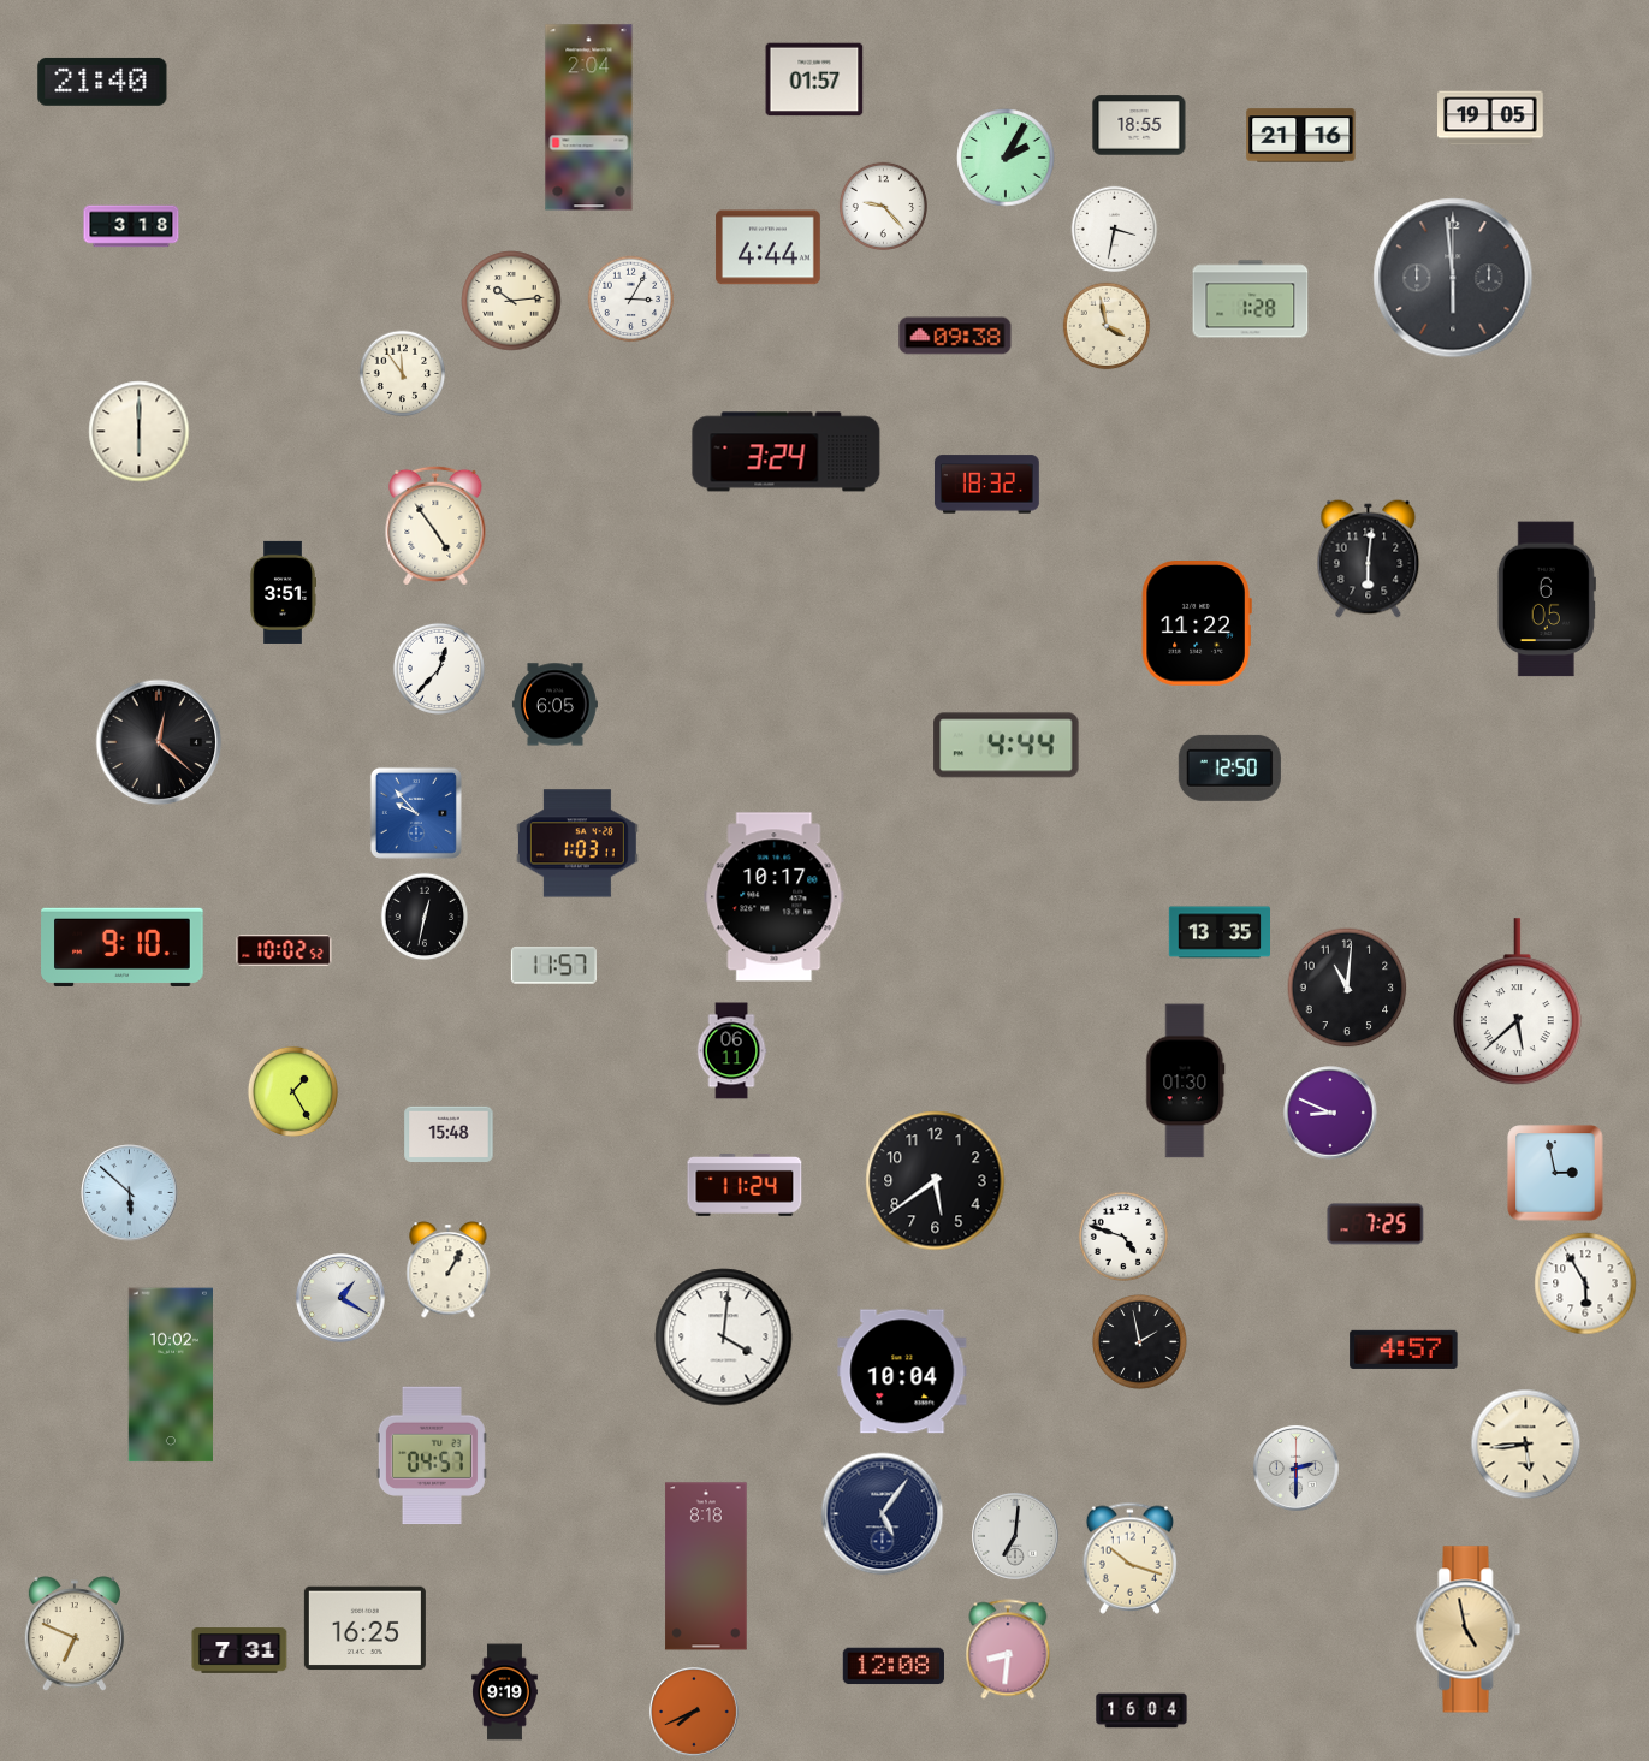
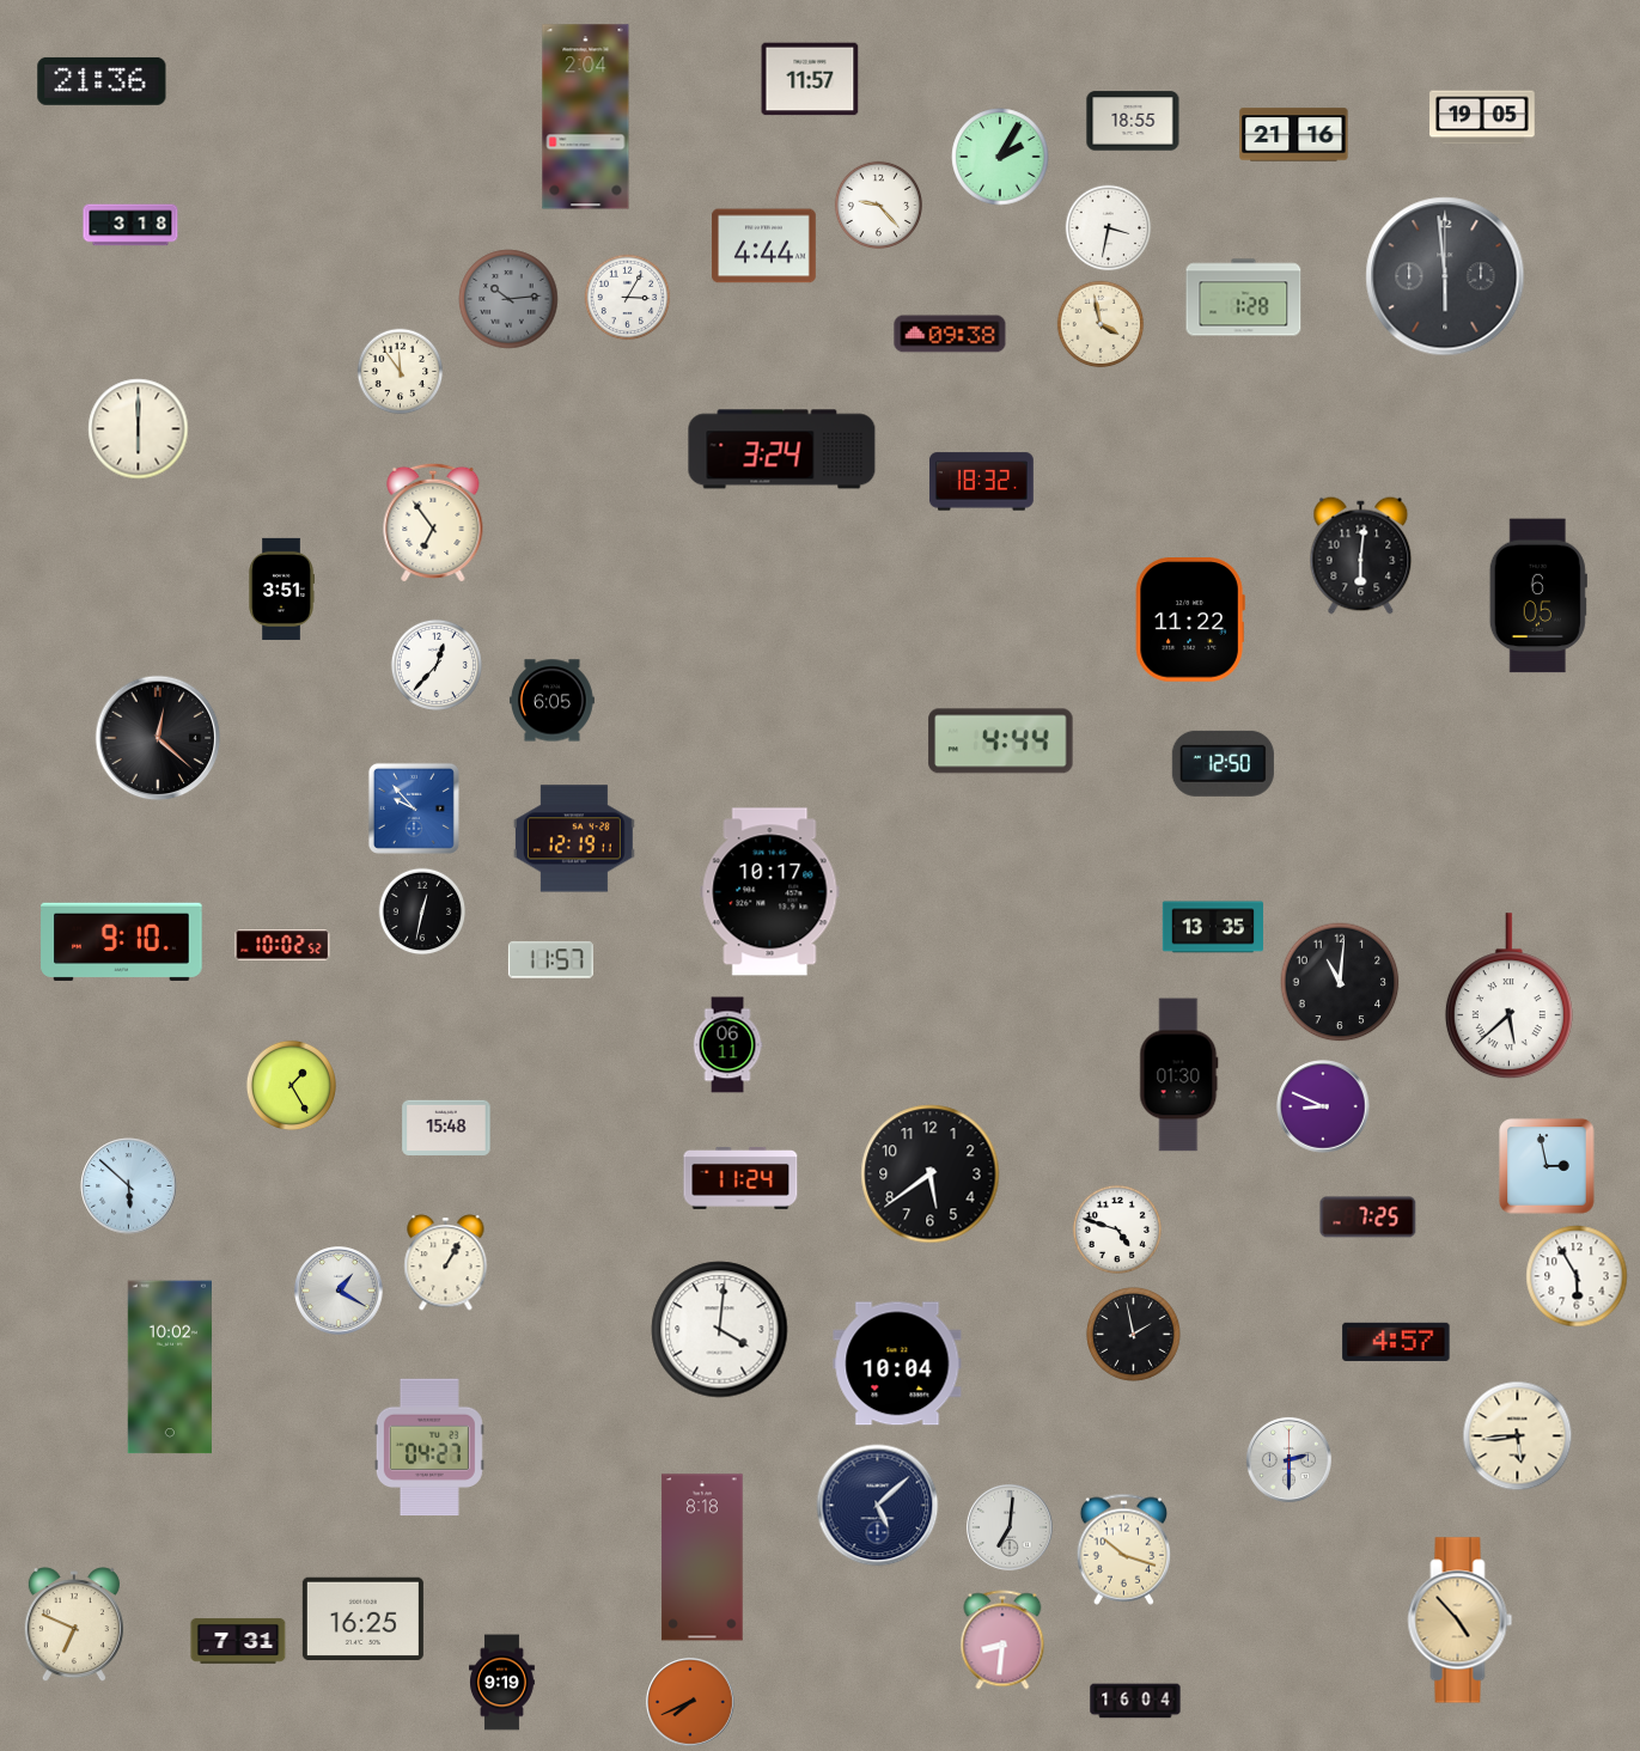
clock at (814, 79): 01:57 -> 11:57
clock at (102, 82): 21:40 -> 21:36
clock at (1139, 125) position: (1139, 125) -> (1133, 121)
clock at (511, 301) dial: cream -> grey
clock at (435, 526): 4:54 -> 6:54
clock at (577, 843): 1:03 -> 12:19
clock at (432, 1455): 04:57 -> 04:27
clock at (883, 1514): 5:06 -> 5:08
clock at (1469, 1630): 4:58 -> 4:53
clock at (894, 1666): 12:08 -> none
